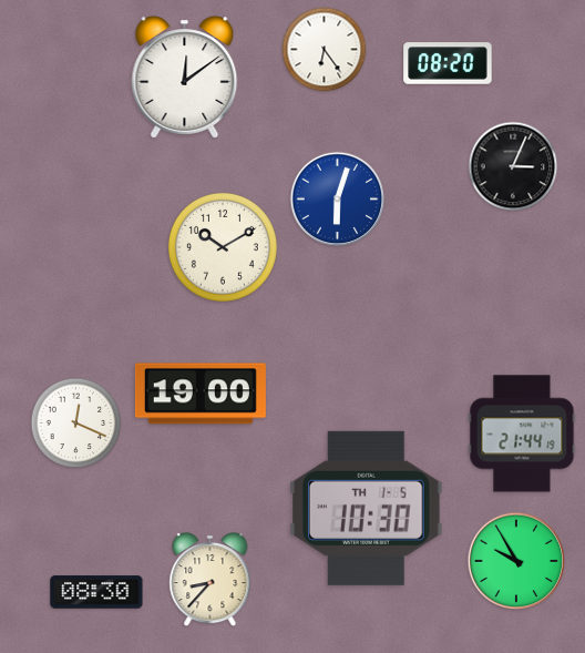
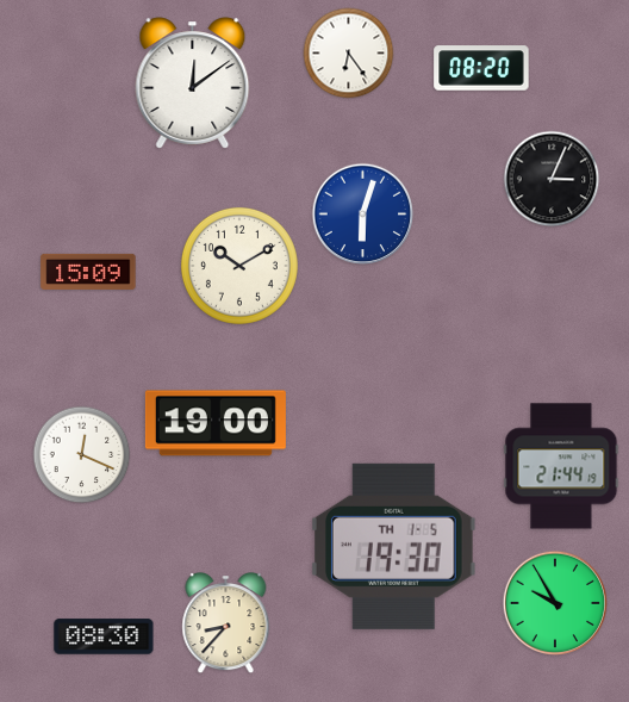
clock at (185, 78) position: (185, 78) -> (193, 83)
clock at (88, 272): none -> 15:09
clock at (367, 508): 10:30 -> 19:30
